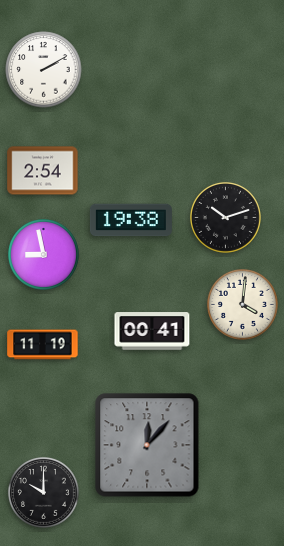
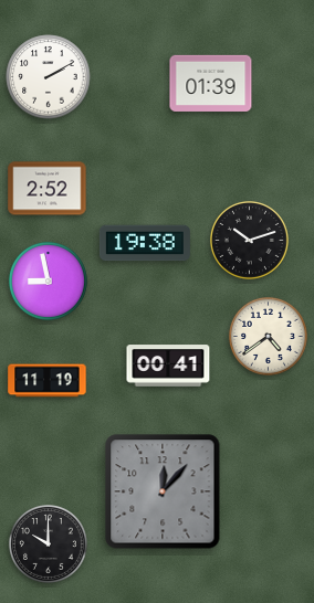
clock at (211, 83): none -> 01:39
clock at (43, 171): 2:54 -> 2:52
clock at (242, 304): 4:01 -> 4:39
